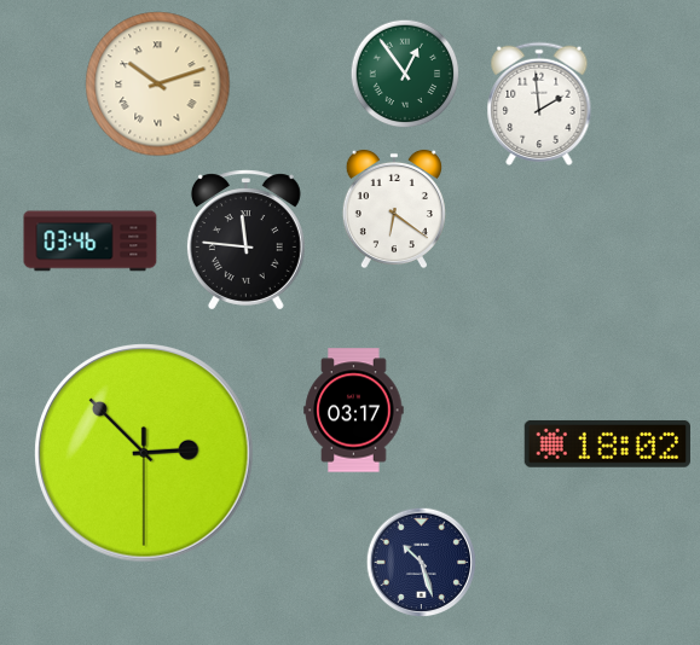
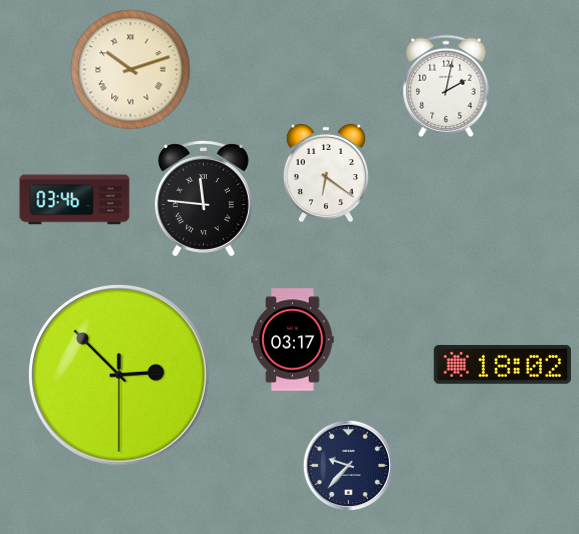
clock at (405, 74): 12:54 -> none
clock at (539, 103): 1:59 -> 2:02
clock at (607, 443) position: (607, 443) -> (502, 364)
clock at (422, 563): 10:27 -> 9:37
